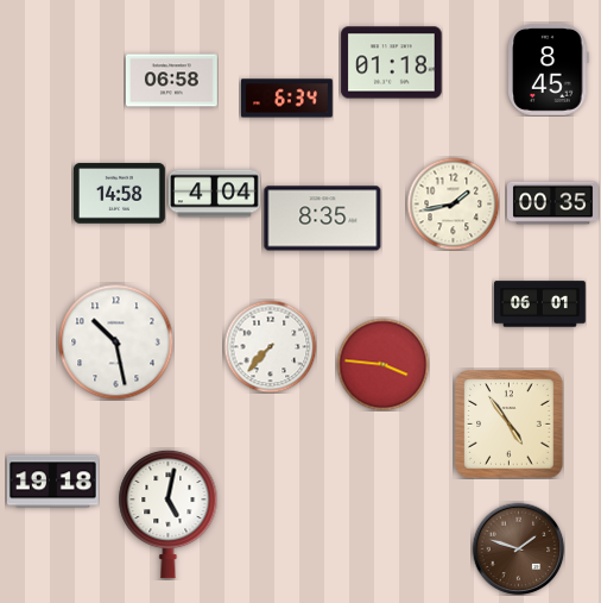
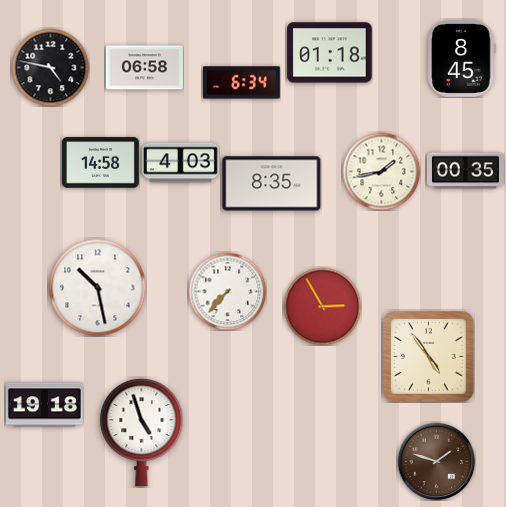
clock at (50, 67): none -> 4:47
clock at (215, 194): 4:04 -> 4:03
clock at (540, 304): 06:01 -> none
clock at (382, 364): 3:46 -> 2:55
clock at (169, 514): 5:02 -> 4:57
